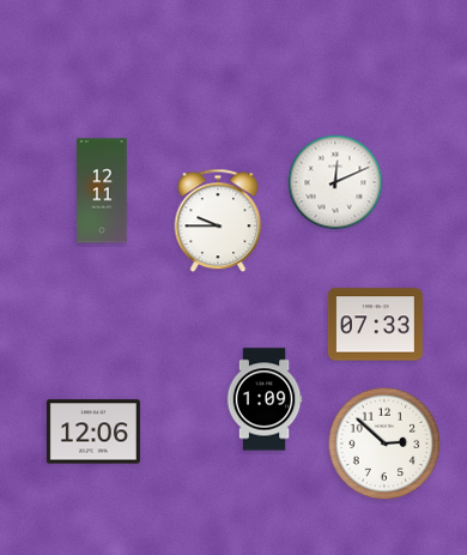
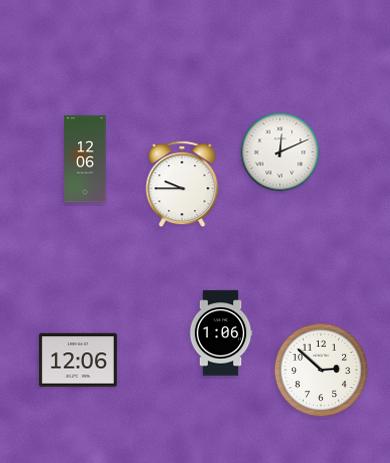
clock at (102, 191): 12:11 -> 12:06
clock at (375, 325): 07:33 -> none
clock at (265, 399): 1:09 -> 1:06
